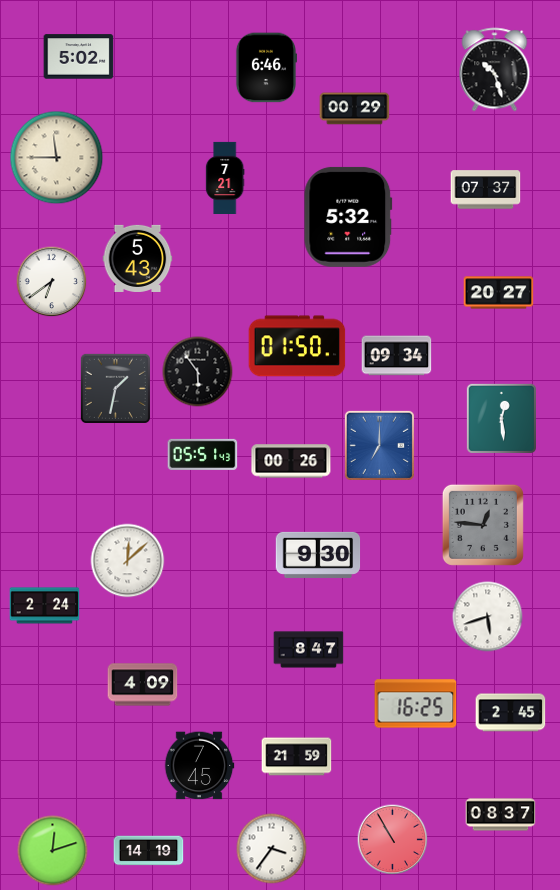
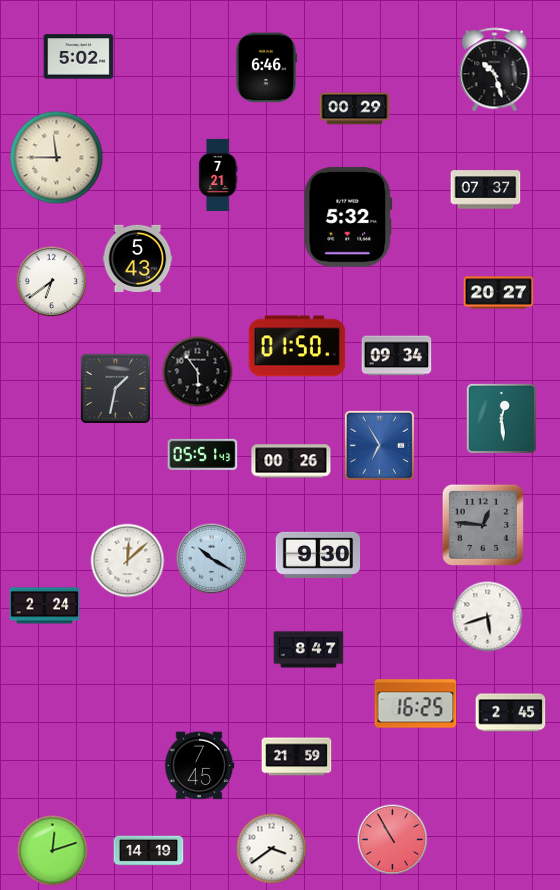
clock at (225, 177) position: (225, 177) -> (218, 174)
clock at (379, 445): 7:00 -> 6:55
clock at (212, 559): none -> 10:20
clock at (143, 685): 4:09 -> none
clock at (501, 815): 08:37 -> none
clock at (272, 849): 3:36 -> 3:39
